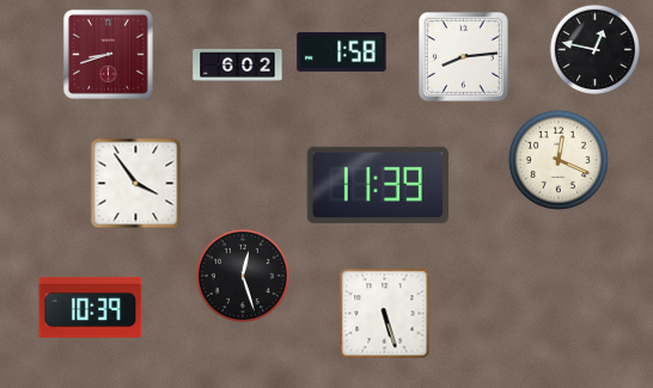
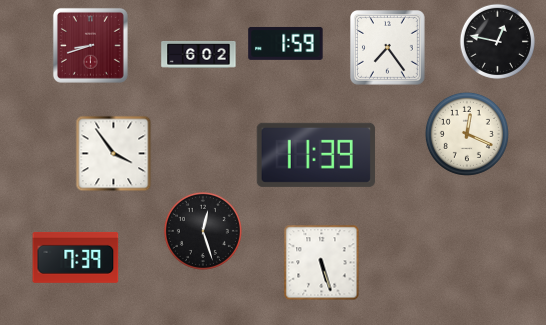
clock at (342, 53): 1:58 -> 1:59
clock at (464, 57): 8:14 -> 7:24
clock at (91, 307): 10:39 -> 7:39
